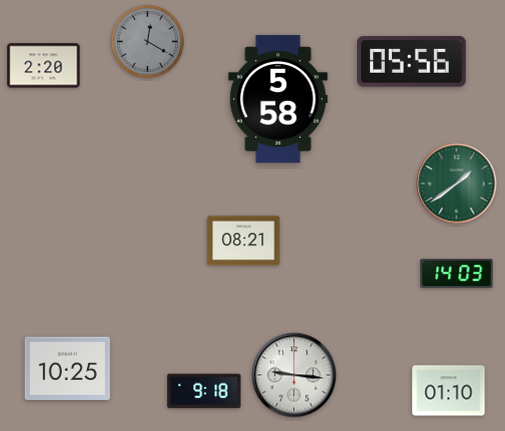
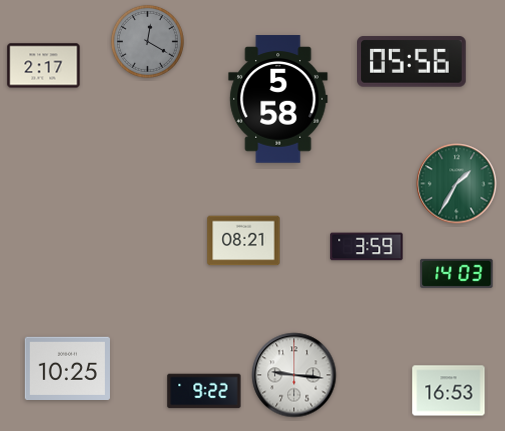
clock at (44, 66): 2:20 -> 2:17
clock at (457, 184): 1:39 -> 1:35
clock at (367, 247): none -> 3:59
clock at (204, 391): 9:18 -> 9:22
clock at (449, 391): 01:10 -> 16:53
